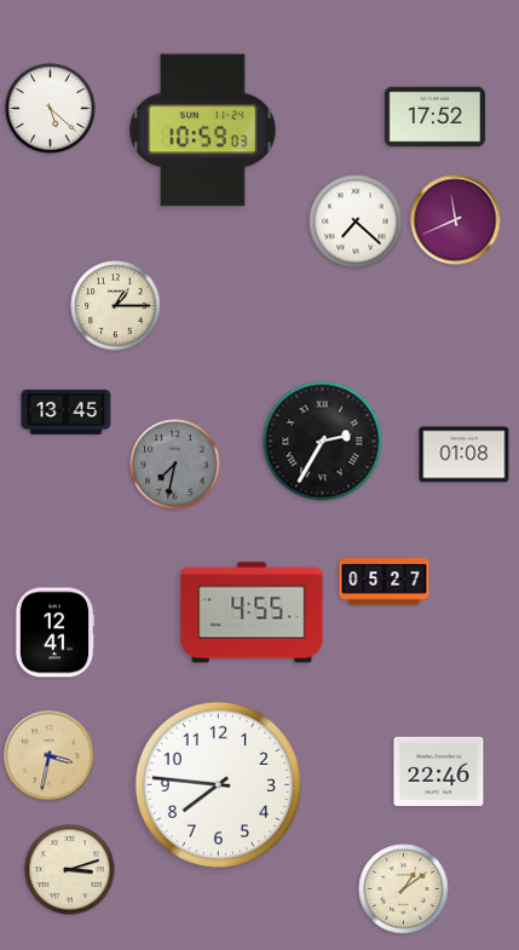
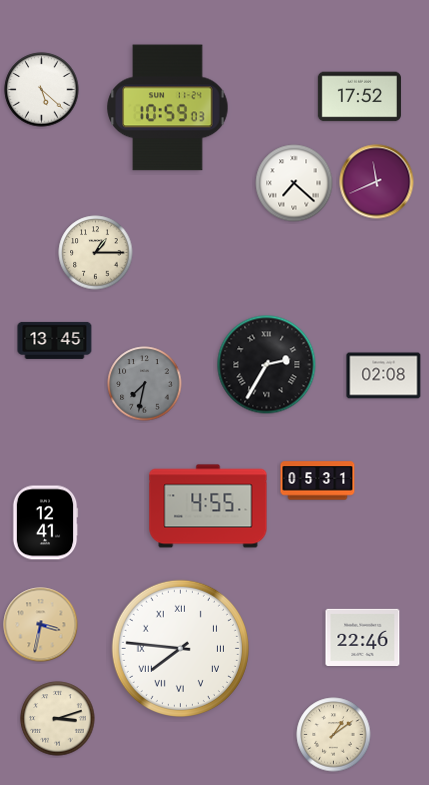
clock at (465, 455): 01:08 -> 02:08
clock at (385, 582): 05:27 -> 05:31
clock at (218, 784) numerals: Arabic -> Roman
